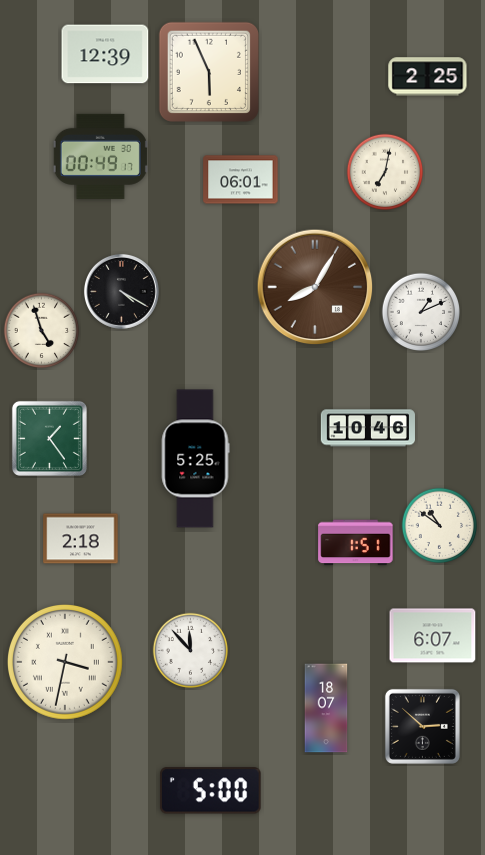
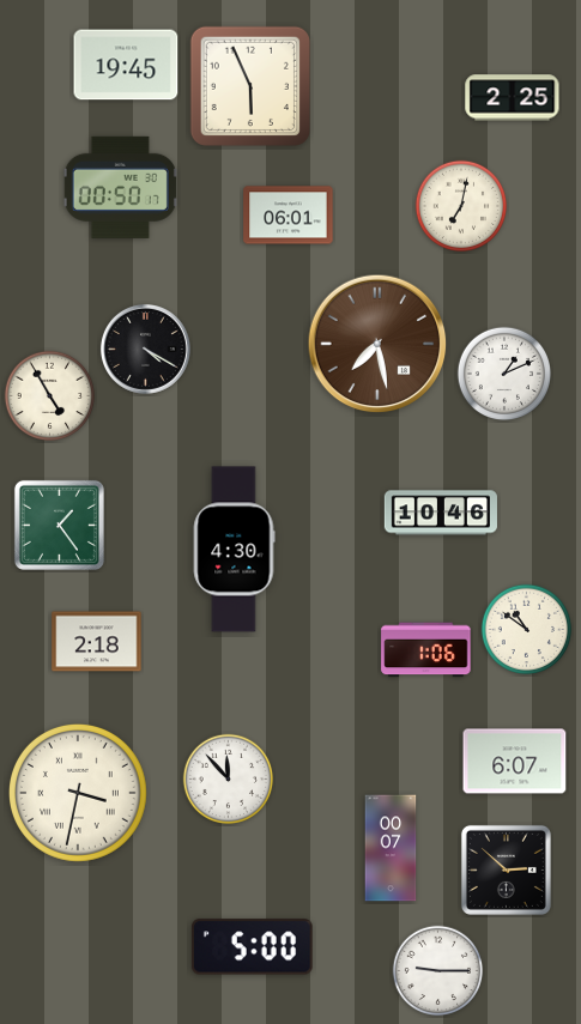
clock at (105, 54): 12:39 -> 19:45
clock at (428, 77) position: (428, 77) -> (513, 98)
clock at (100, 156): 00:49 -> 00:50
clock at (315, 287): 8:05 -> 7:28
clock at (42, 331): 4:57 -> 4:55
clock at (195, 459): 5:25 -> 4:30
clock at (81, 539) position: (81, 539) -> (97, 642)
clock at (356, 543): 1:51 -> 1:06
clock at (433, 636) position: (433, 636) -> (515, 762)
clock at (326, 708): 18:07 -> 00:07
clock at (438, 971): none -> 9:15
